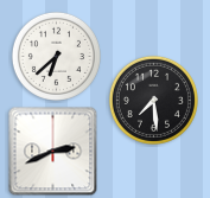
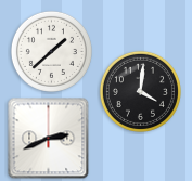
clock at (56, 56): 6:38 -> 1:38
clock at (153, 100): 7:29 -> 4:01
